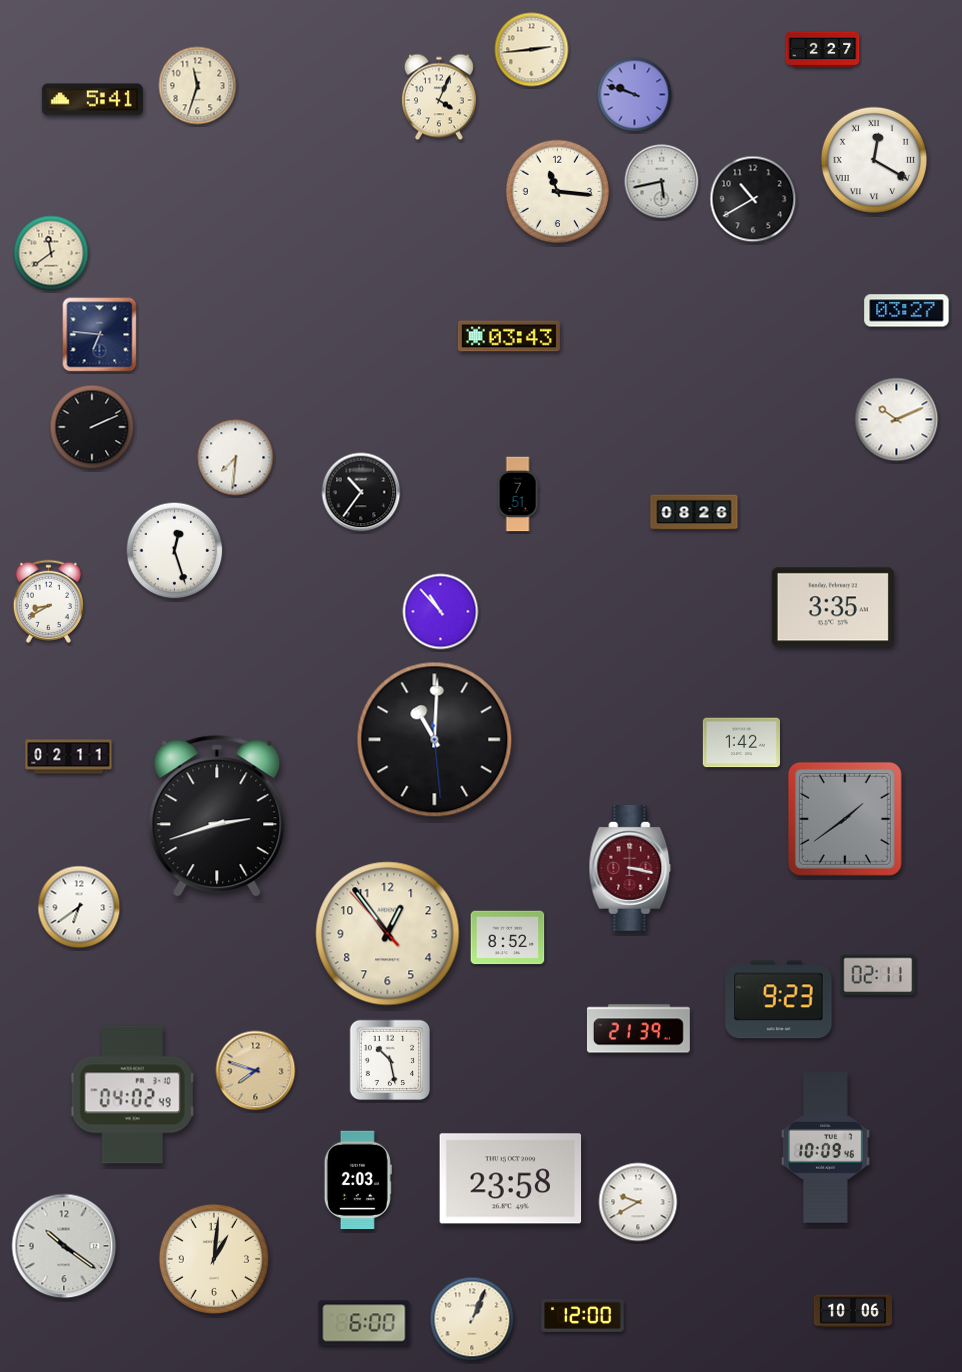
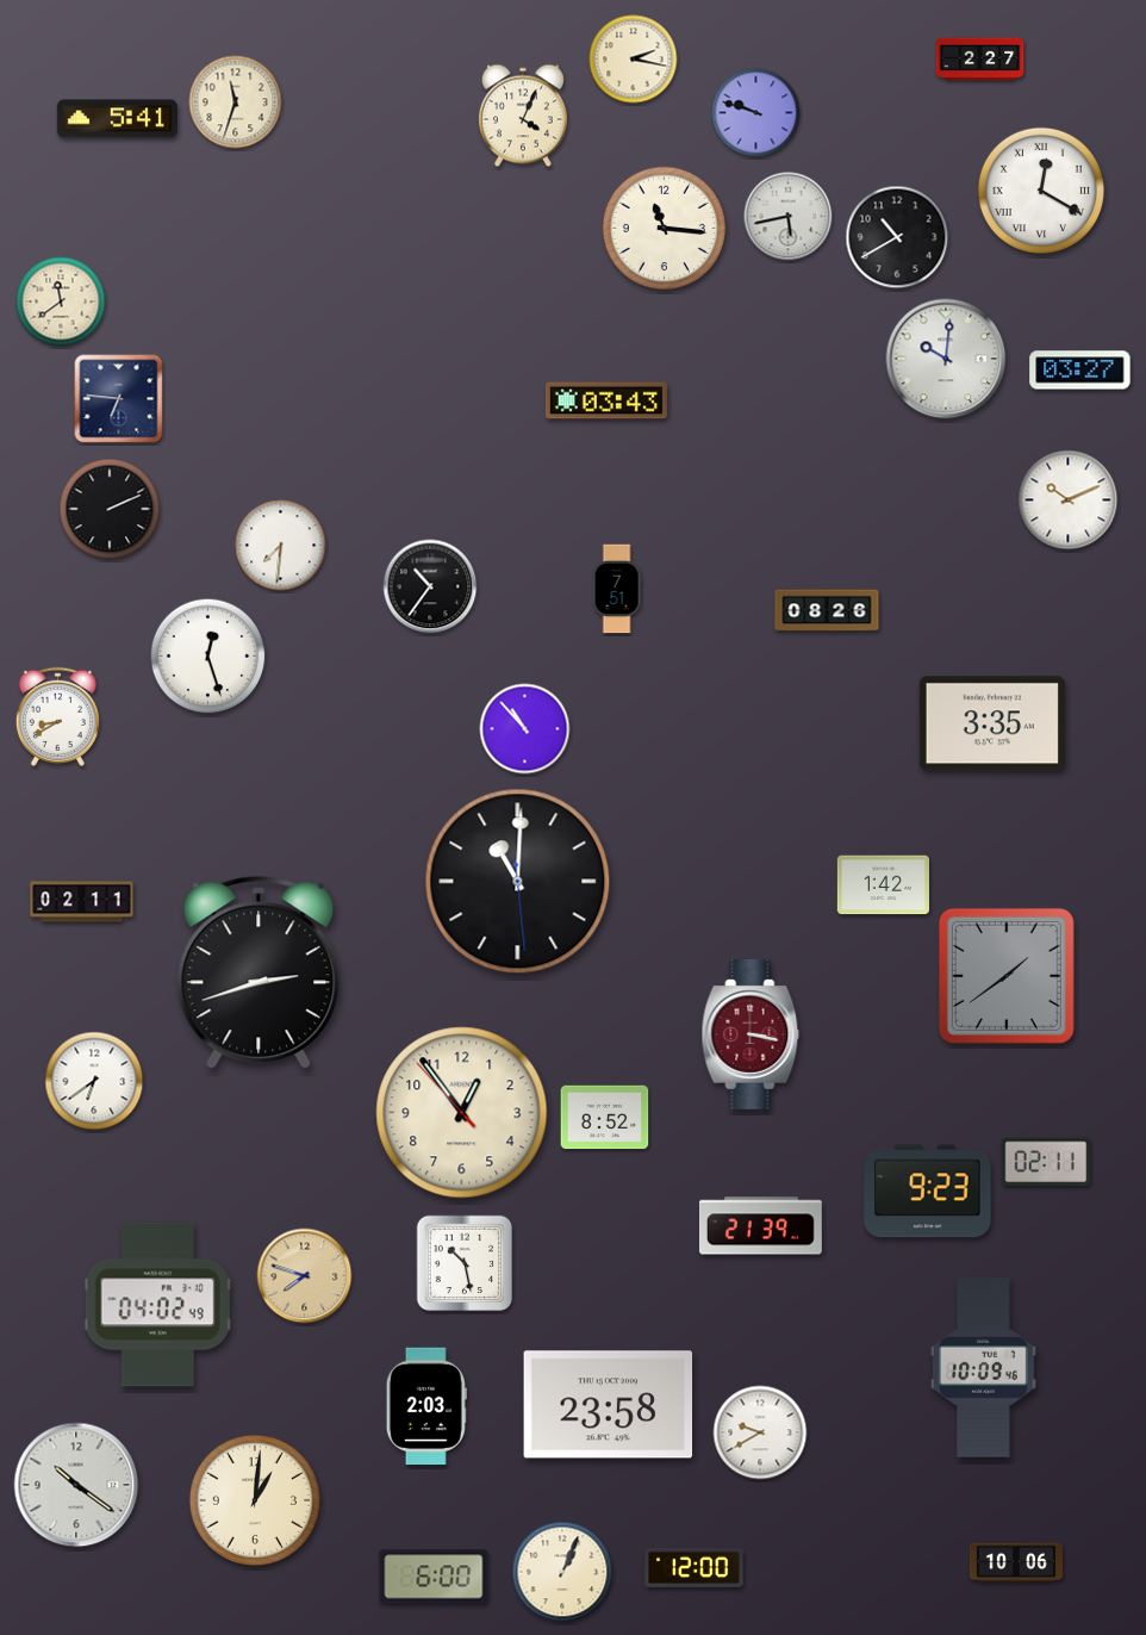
clock at (532, 50): 2:44 -> 2:17
clock at (92, 100) position: (92, 100) -> (117, 119)
clock at (946, 359): none -> 10:01
